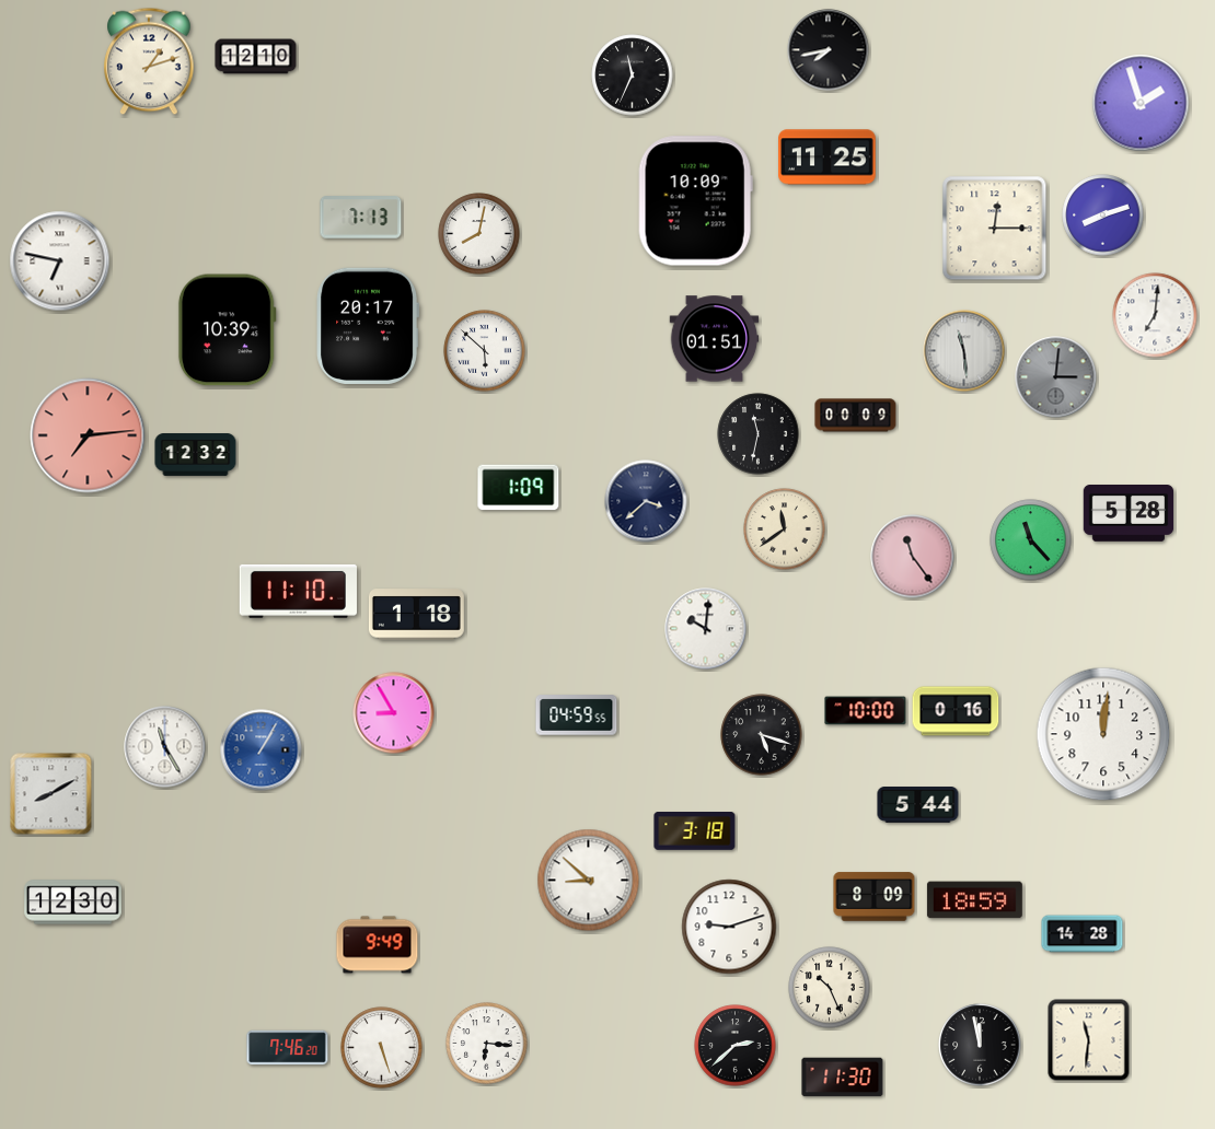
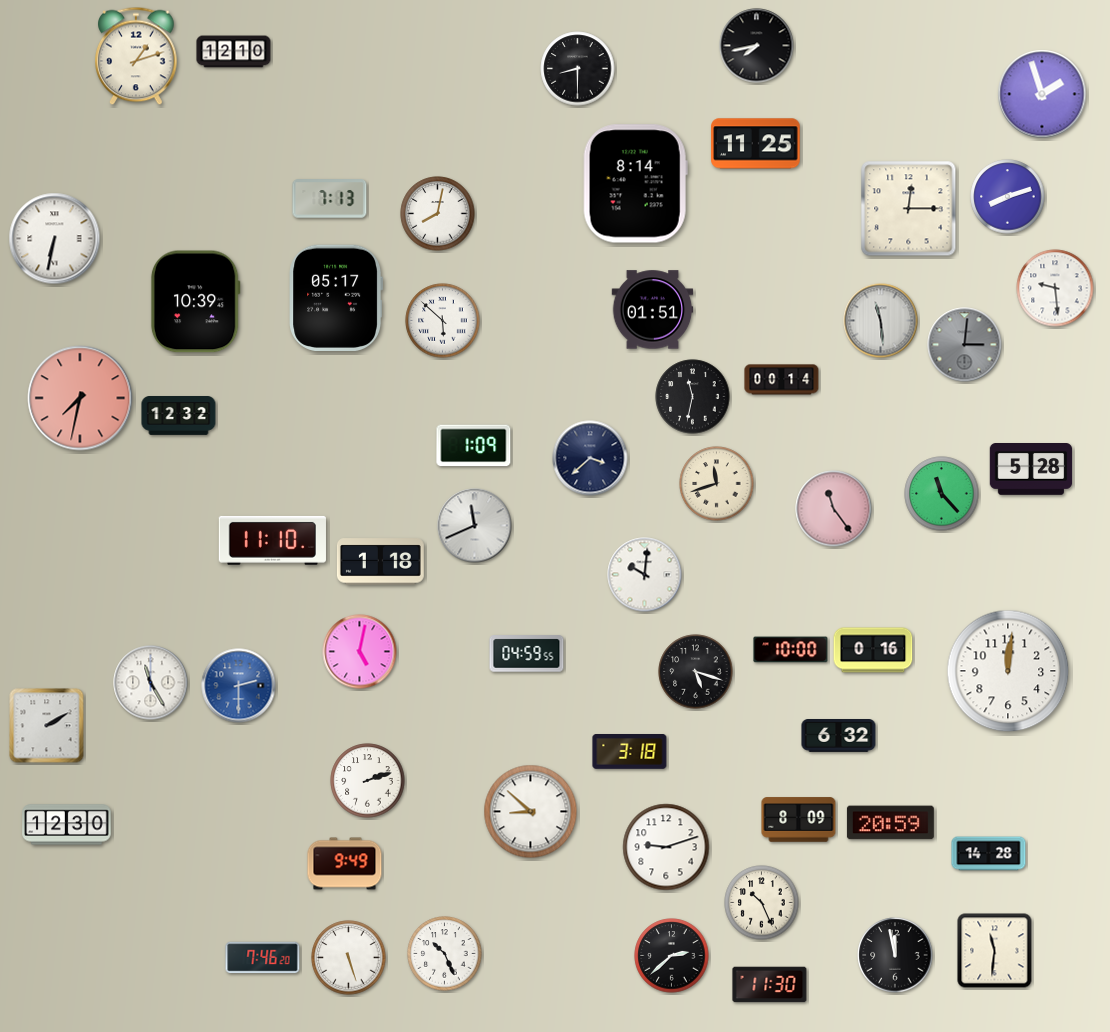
clock at (633, 75): 11:34 -> 8:30
clock at (695, 201): 10:09 -> 8:14
clock at (60, 261): 6:47 -> 6:32
clock at (1155, 315): 7:01 -> 9:29
clock at (367, 326): 20:17 -> 05:17
clock at (227, 330) position: (227, 330) -> (195, 302)
clock at (856, 416): 00:09 -> 00:14
clock at (88, 435): 7:14 -> 7:32
clock at (785, 529): 11:39 -> 11:42
clock at (475, 526): none -> 11:41
clock at (394, 713): 8:55 -> 5:02
clock at (262, 750): 1:05 -> 2:30
clock at (51, 794): 8:10 -> 2:10
clock at (918, 805): 5:44 -> 6:32
clock at (695, 831) position: (695, 831) -> (630, 752)
clock at (368, 781): none -> 2:12
clock at (589, 881) position: (589, 881) -> (531, 812)
clock at (974, 900): 18:59 -> 20:59
clock at (830, 988) position: (830, 988) -> (762, 903)
clock at (487, 1044): 6:16 -> 10:26
